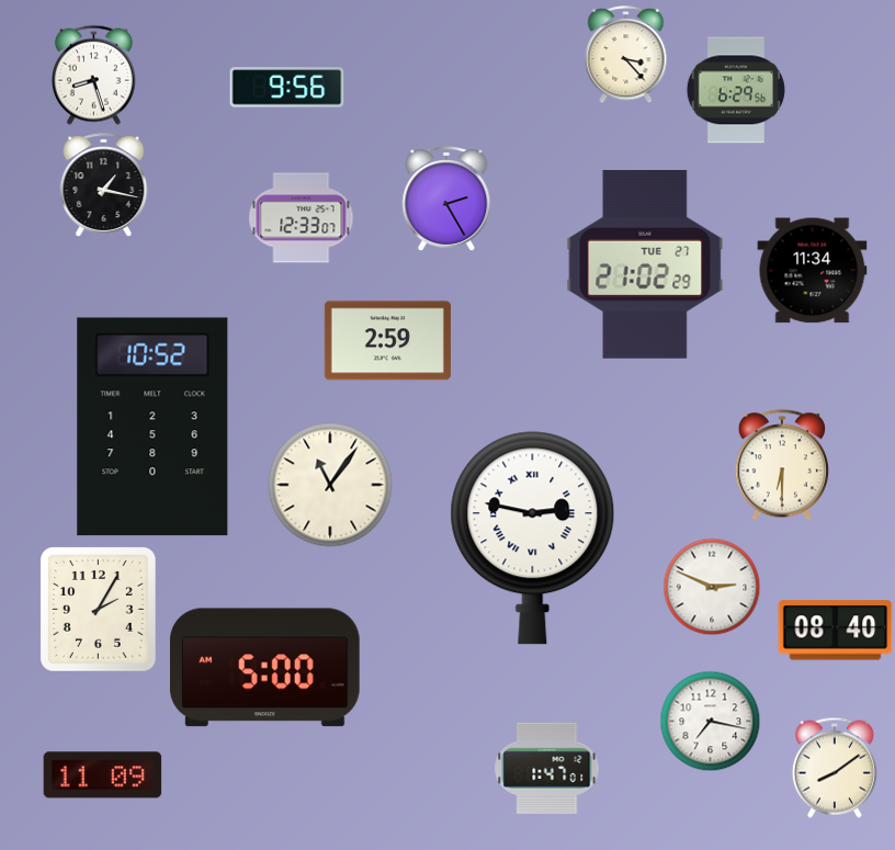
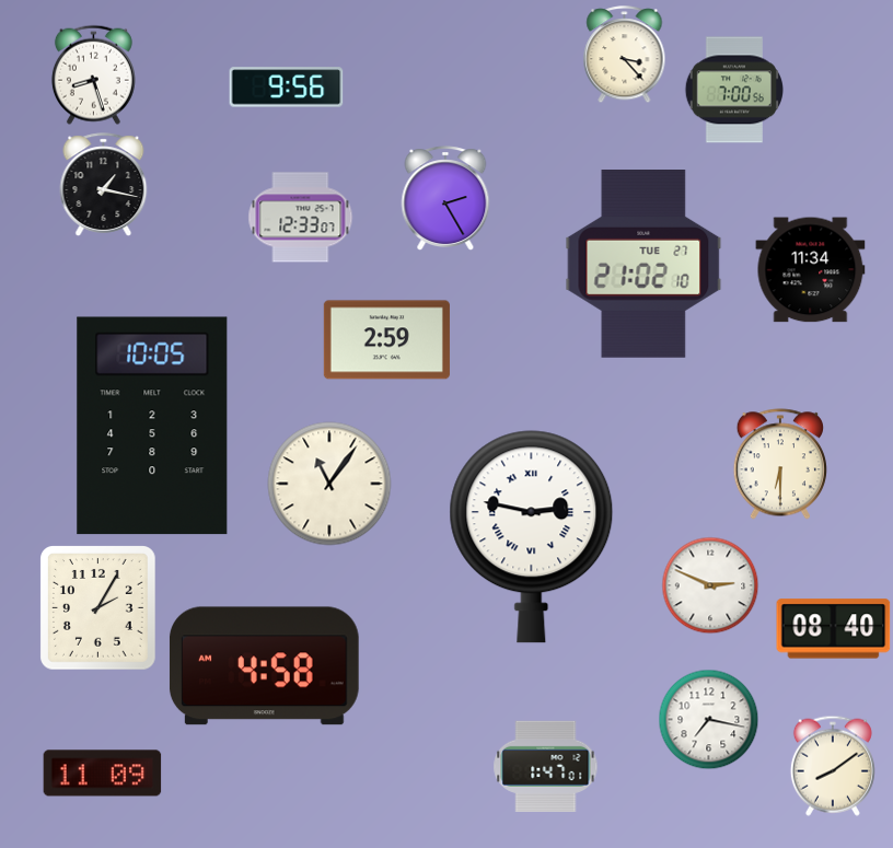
clock at (735, 90): 6:29 -> 7:00
clock at (645, 265): 21:02:29 -> 21:02:10
clock at (152, 427): 10:52 -> 10:05
clock at (264, 668): 5:00 -> 4:58
